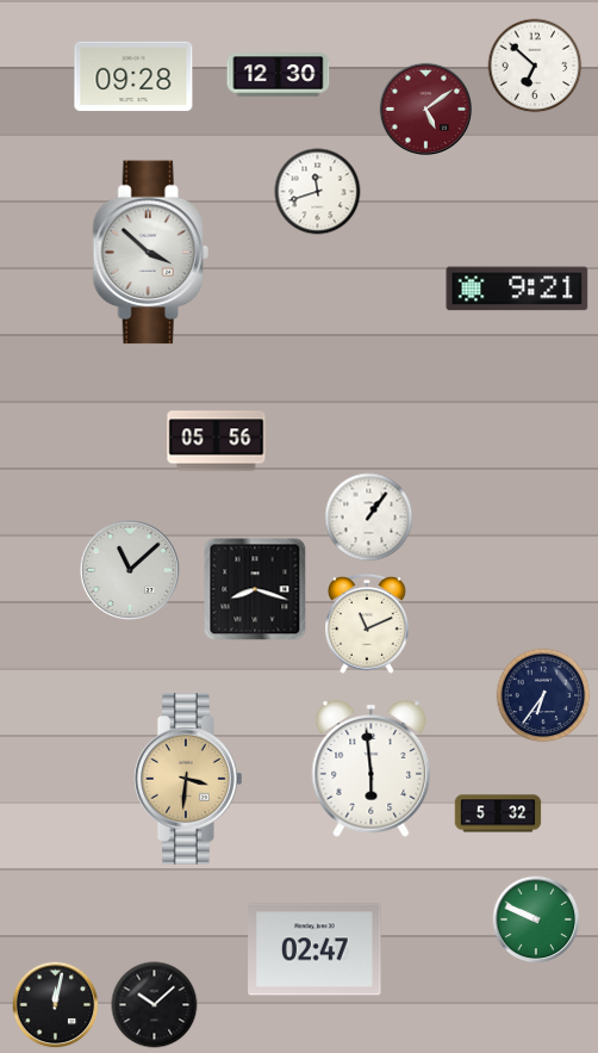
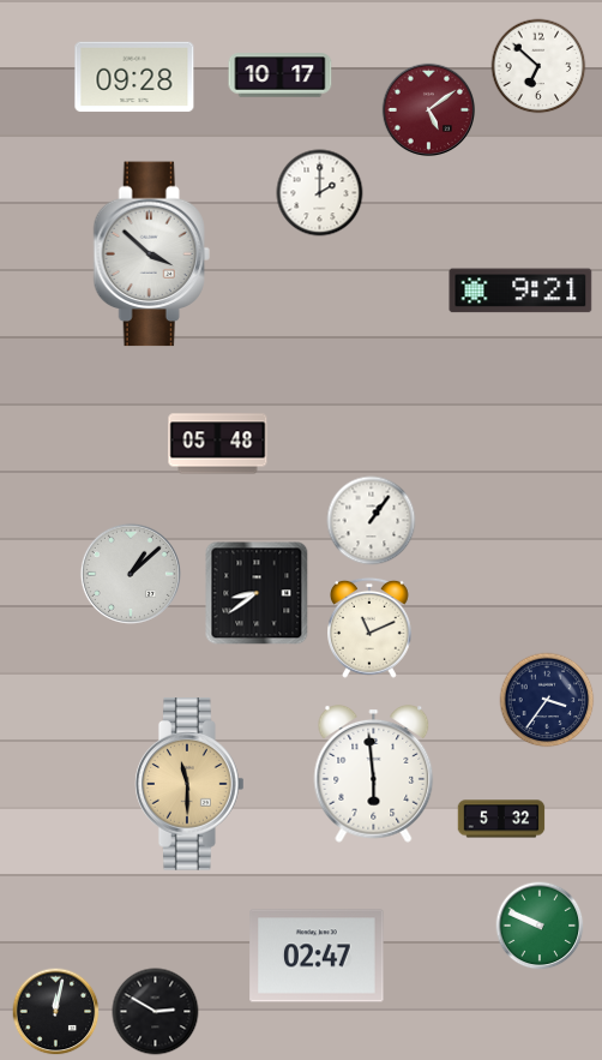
clock at (279, 75): 12:30 -> 10:17
clock at (318, 192): 11:42 -> 2:00
clock at (217, 441): 05:56 -> 05:48
clock at (130, 570): 11:08 -> 1:08
clock at (255, 589): 8:18 -> 8:39
clock at (543, 695): 6:36 -> 3:36
clock at (189, 779): 3:31 -> 11:30
clock at (155, 1005): 10:08 -> 2:50
